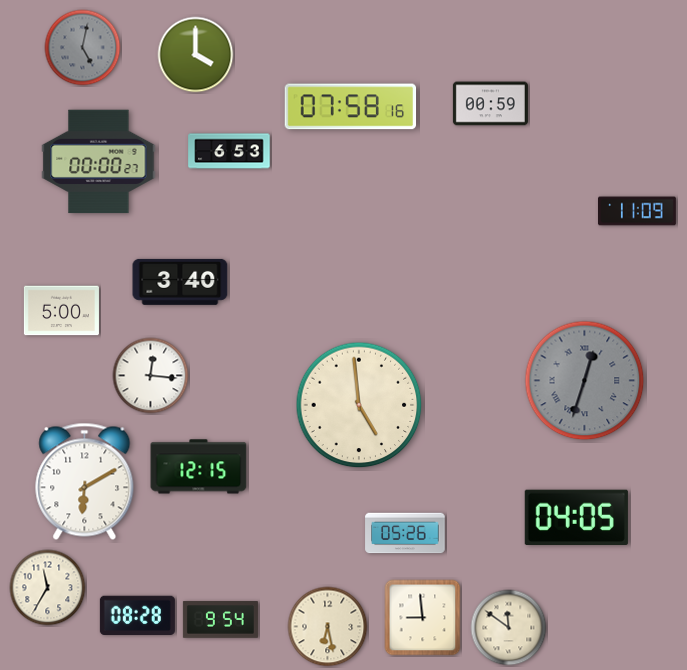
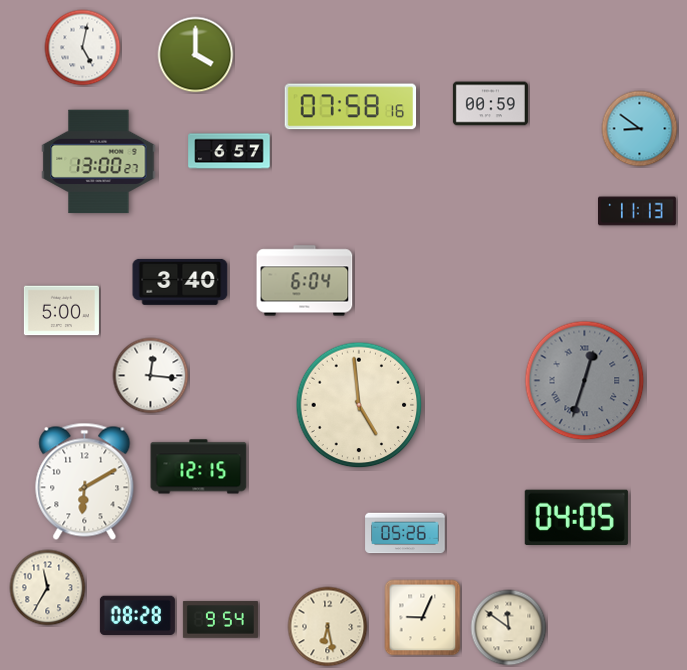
clock at (83, 48) dial: grey -> white
clock at (640, 129): none -> 8:51
clock at (229, 151): 6:53 -> 6:57
clock at (99, 162): 00:00 -> 13:00
clock at (638, 211): 11:09 -> 11:13
clock at (305, 281): none -> 6:04
clock at (423, 618): 8:59 -> 9:04
